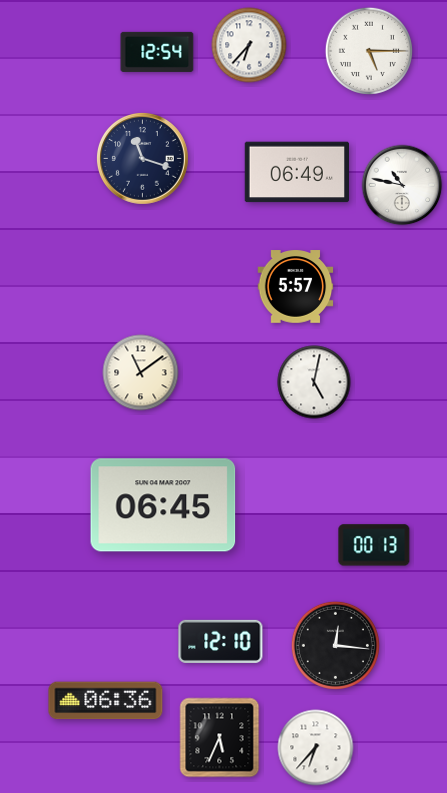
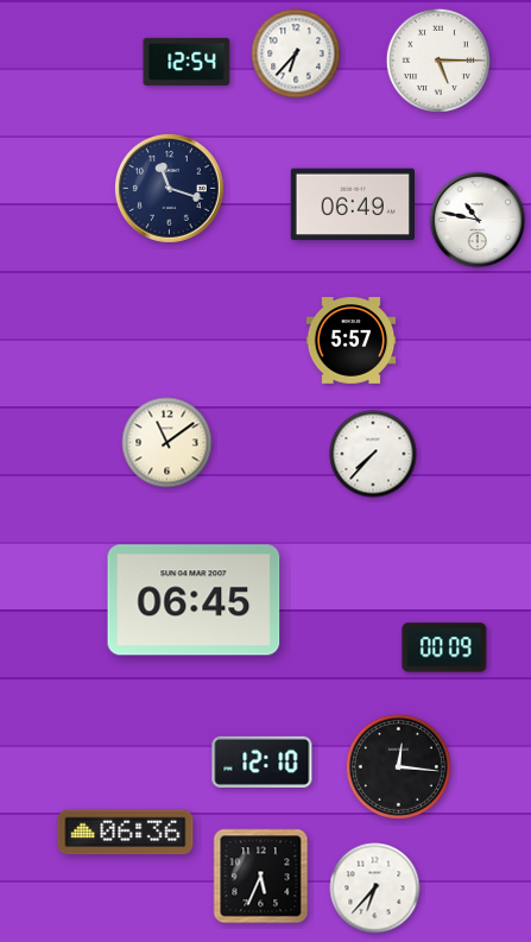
clock at (314, 382): 5:02 -> 7:37
clock at (374, 545): 00:13 -> 00:09
